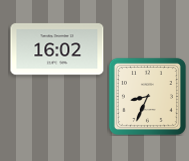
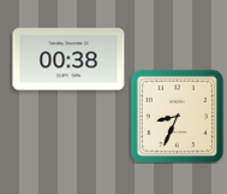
clock at (57, 49): 16:02 -> 00:38
